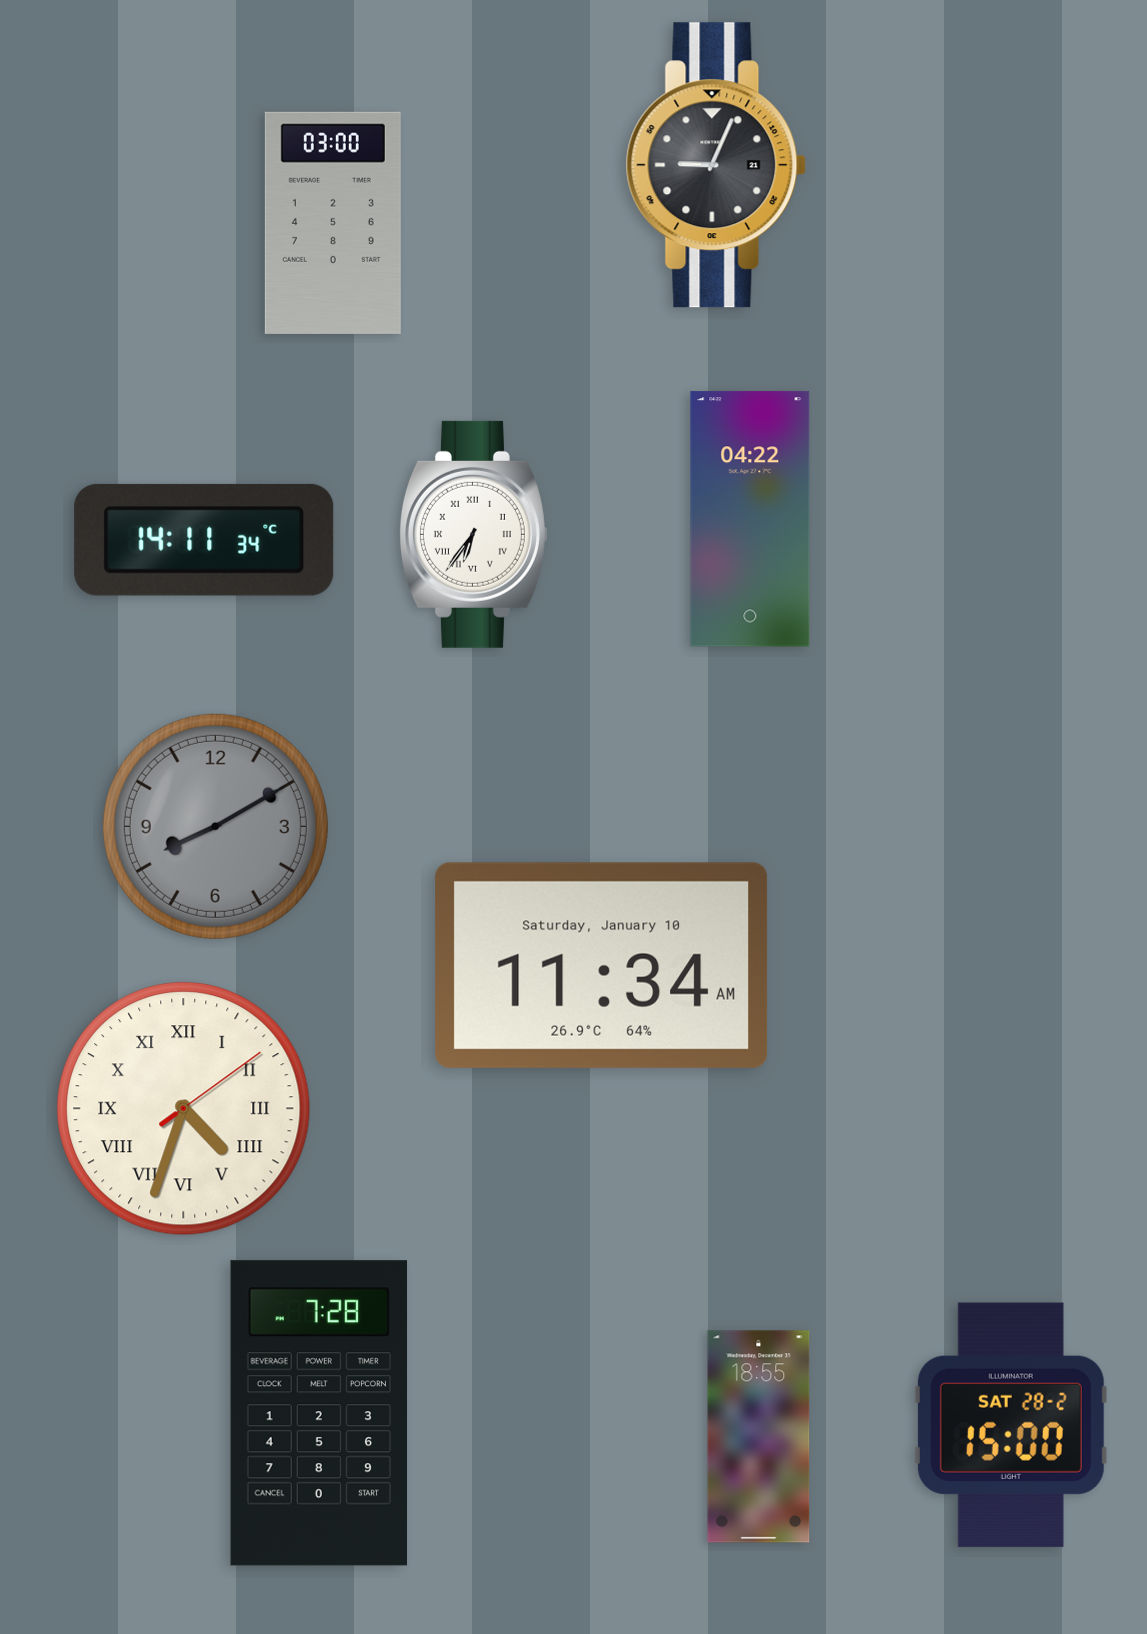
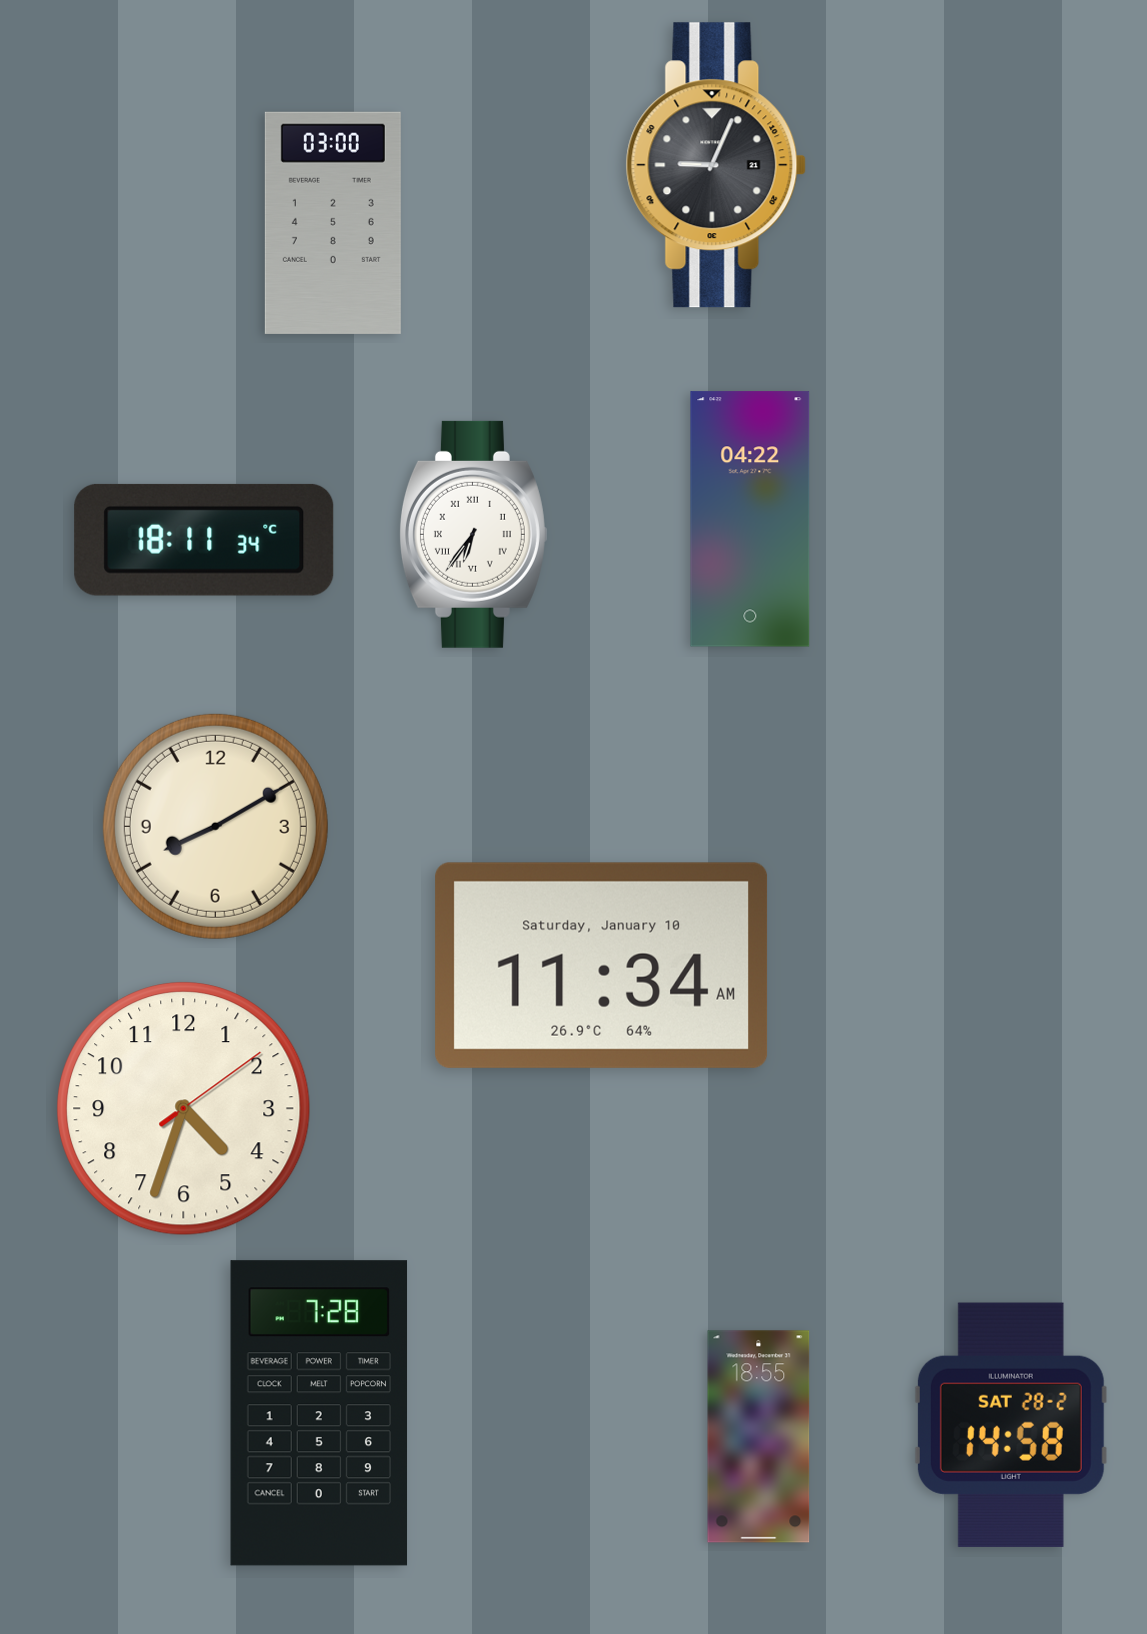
clock at (204, 540): 14:11 -> 18:11
clock at (215, 826) dial: grey -> cream
clock at (184, 1109) numerals: Roman -> Arabic
clock at (1011, 1425): 15:00 -> 14:58
